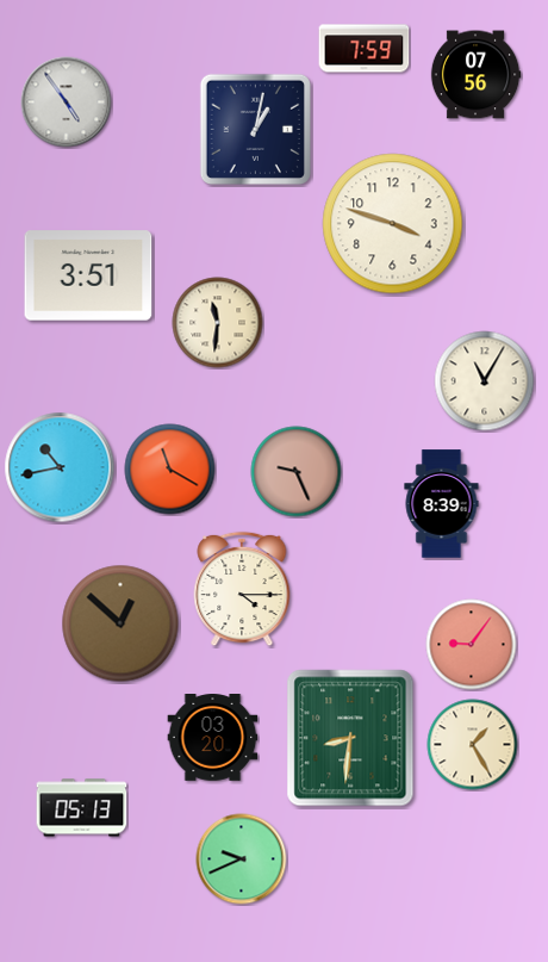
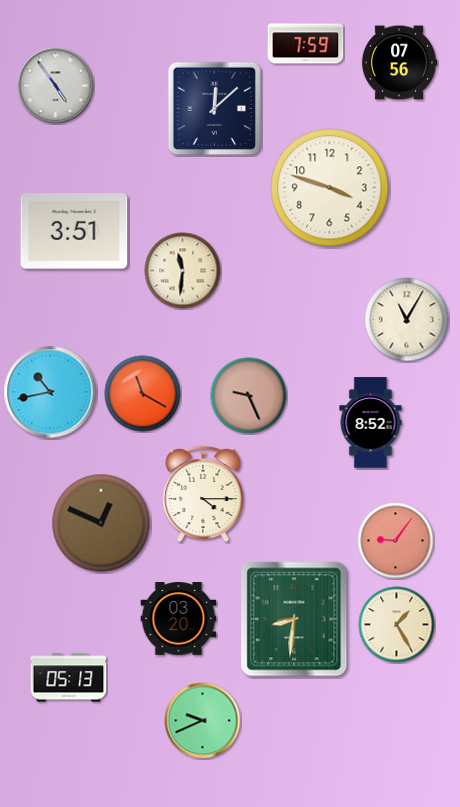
clock at (365, 49) position: (365, 49) -> (306, 44)
clock at (255, 129): 1:02 -> 12:08
clock at (442, 504): 8:39 -> 8:52
clock at (120, 623): 12:52 -> 12:49
